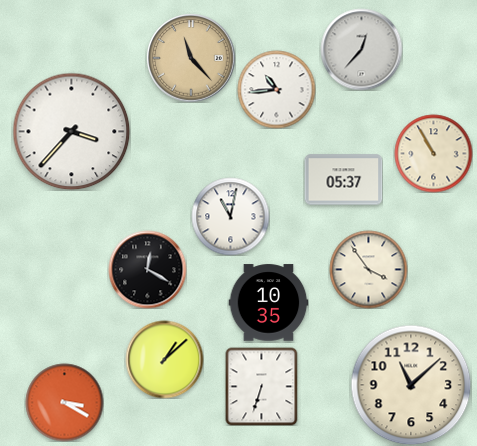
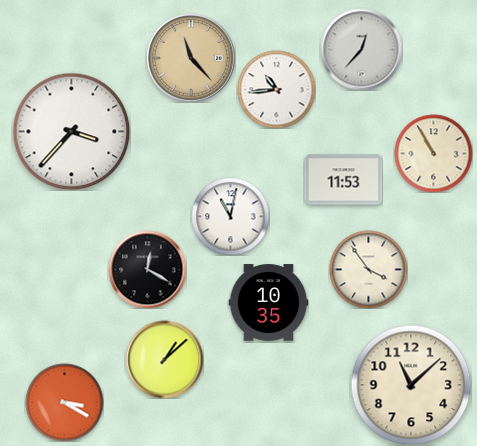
clock at (343, 180): 05:37 -> 11:53
clock at (262, 386): 6:33 -> none
